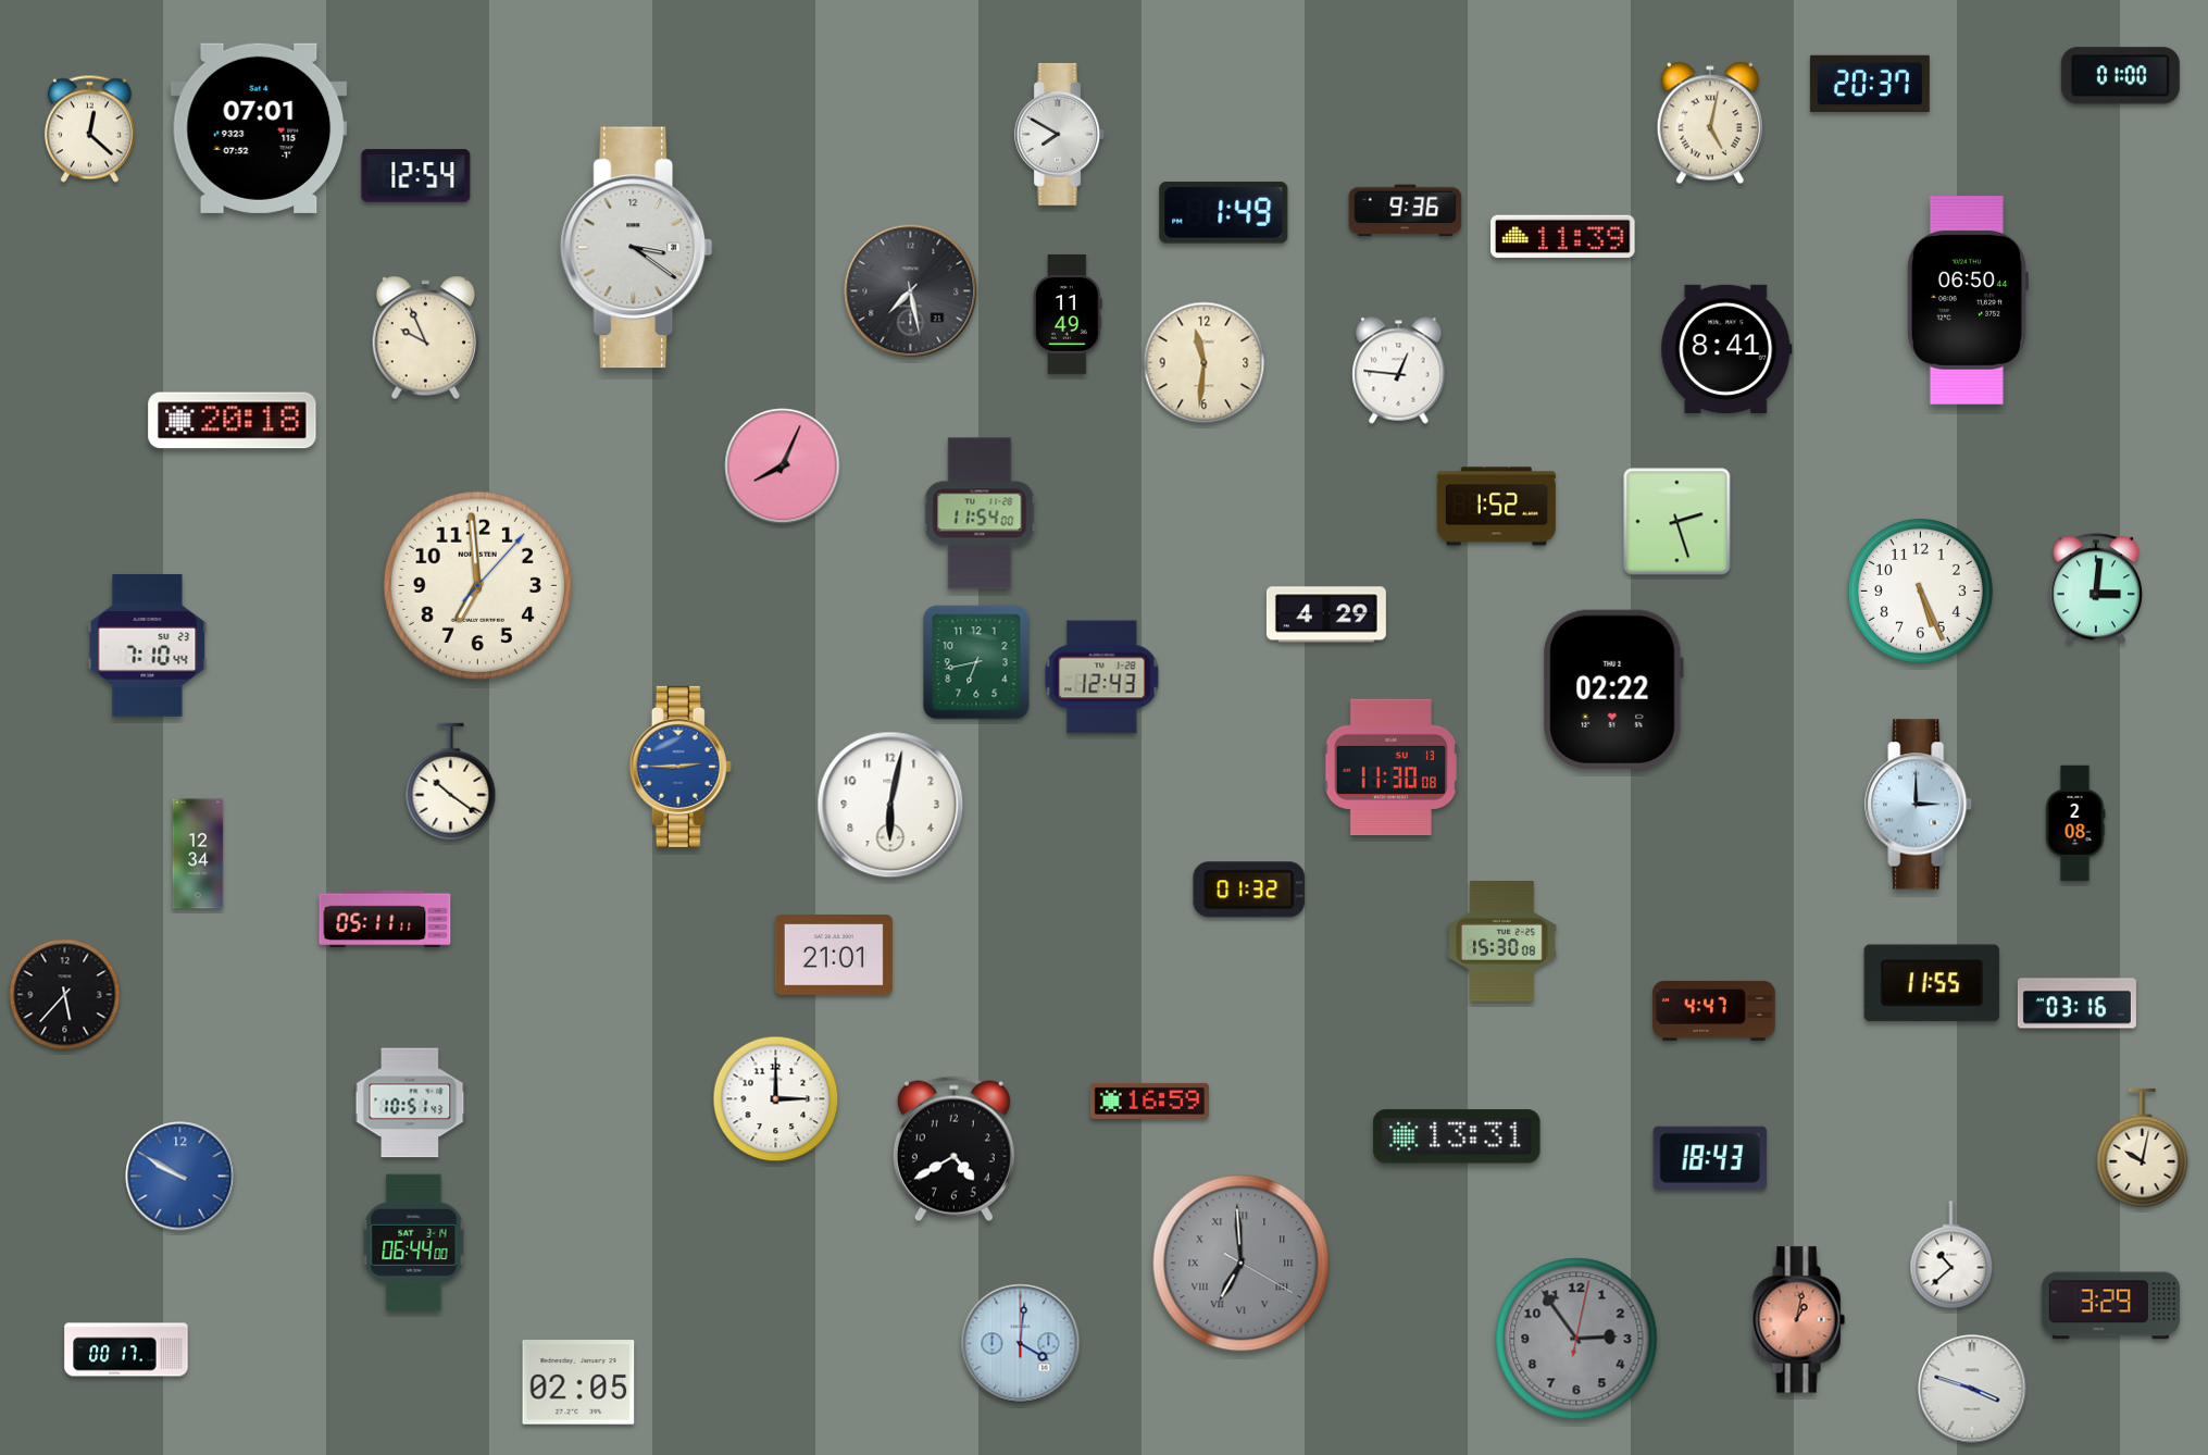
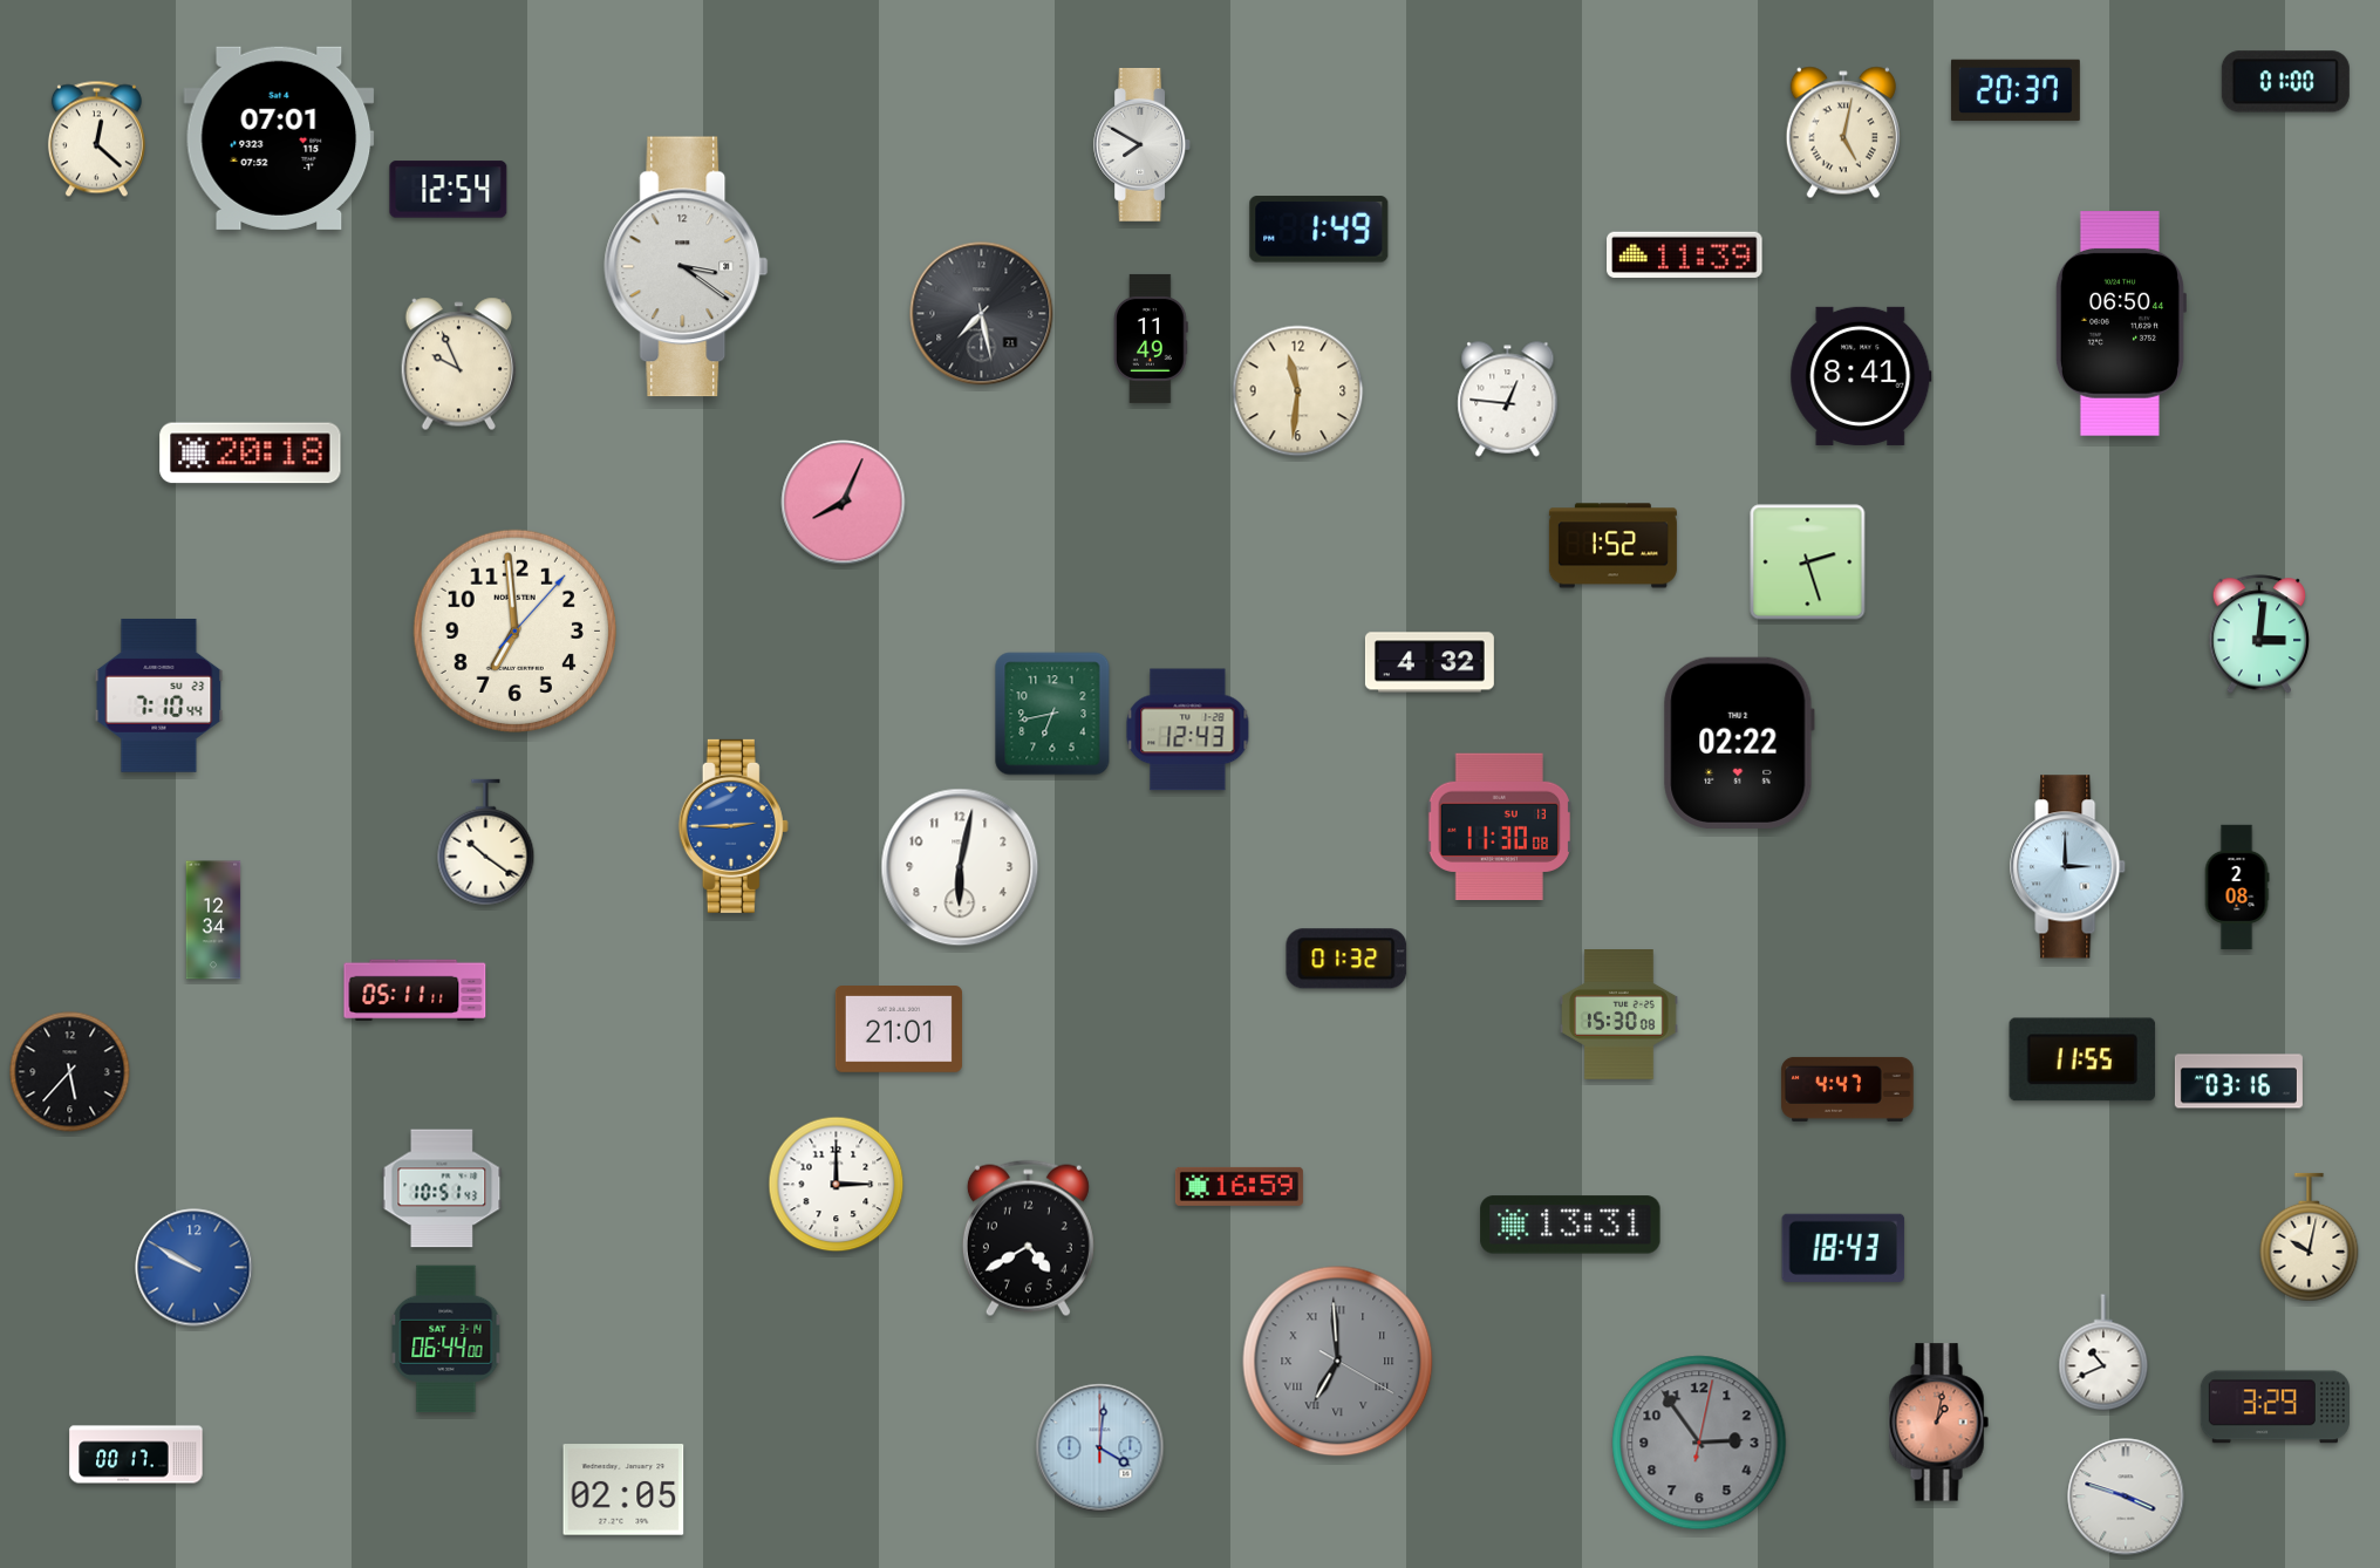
clock at (1406, 211): 9:36 -> none
clock at (980, 513): 11:54 -> none
clock at (1920, 590): 5:26 -> none
clock at (1326, 614): 4:29 -> 4:32
clock at (1951, 1255): 10:38 -> 10:41
